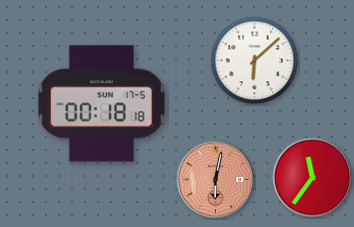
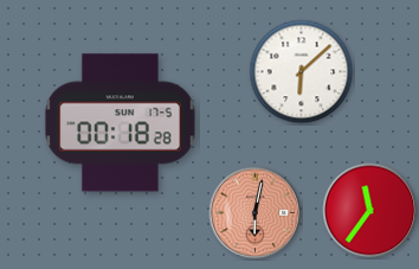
clock at (102, 104): 00:18:18 -> 00:18:28
